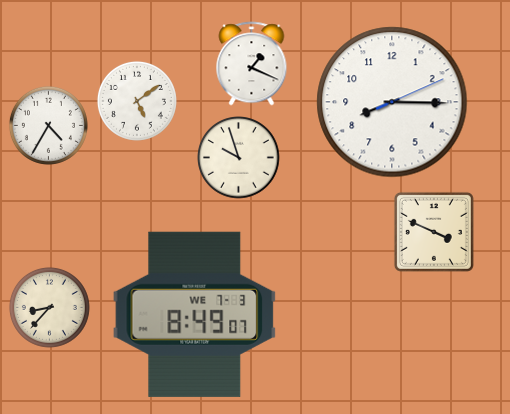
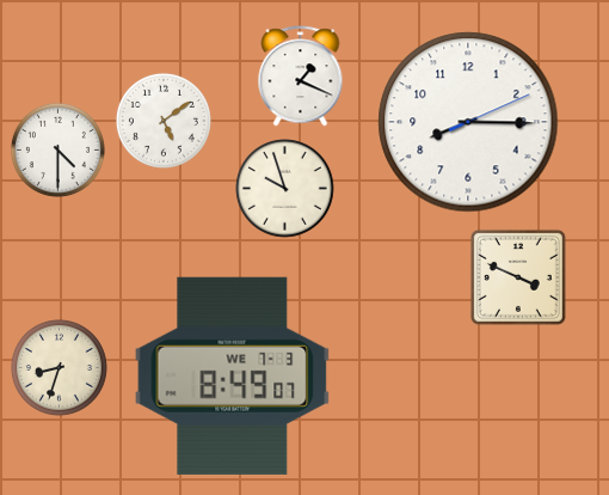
clock at (48, 125): 4:35 -> 4:30
clock at (49, 307): 8:37 -> 8:33
